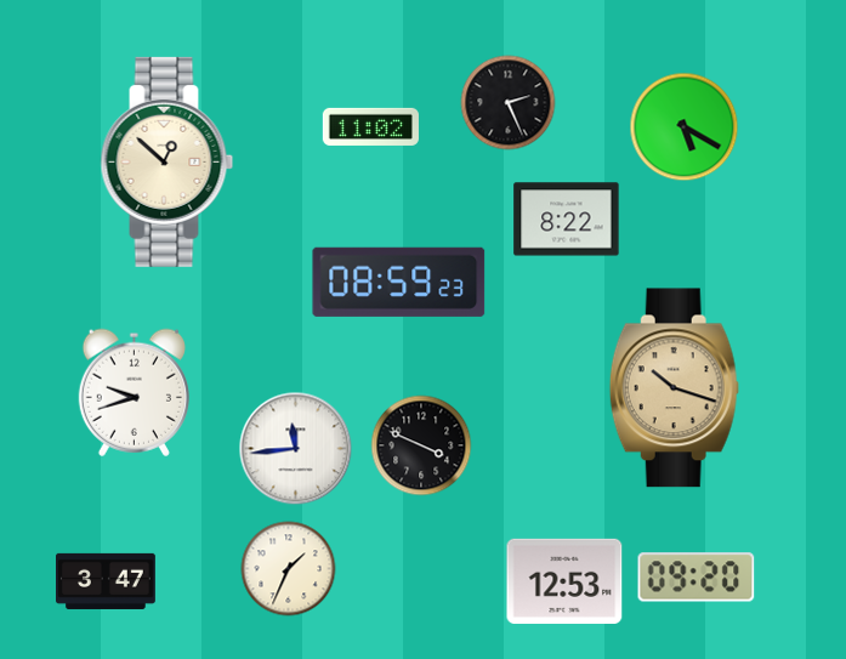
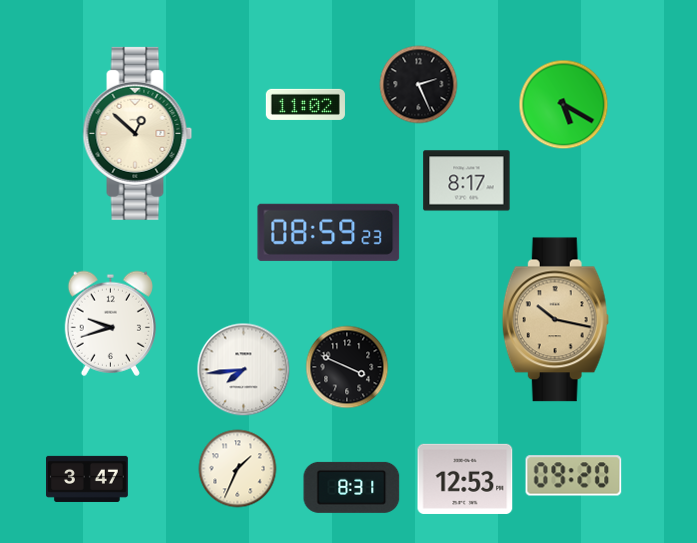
clock at (567, 220): 8:22 -> 8:17
clock at (674, 388): 10:18 -> 10:17
clock at (296, 449): 11:44 -> 7:44
clock at (352, 487): none -> 8:31
